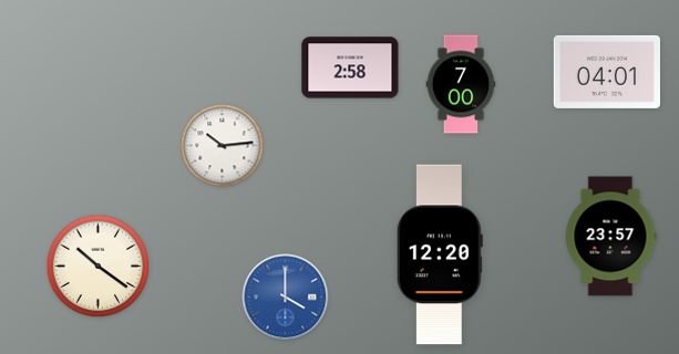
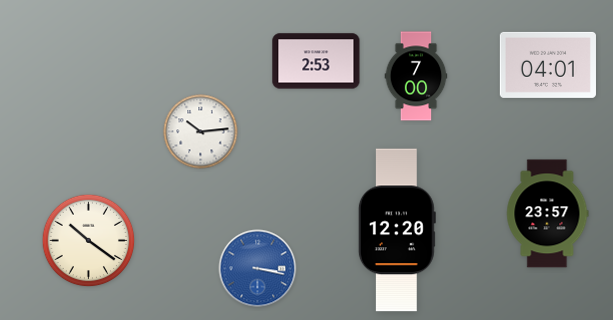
clock at (350, 67): 2:58 -> 2:53
clock at (611, 237) position: (611, 237) -> (548, 214)
clock at (286, 298): 4:00 -> 3:17
